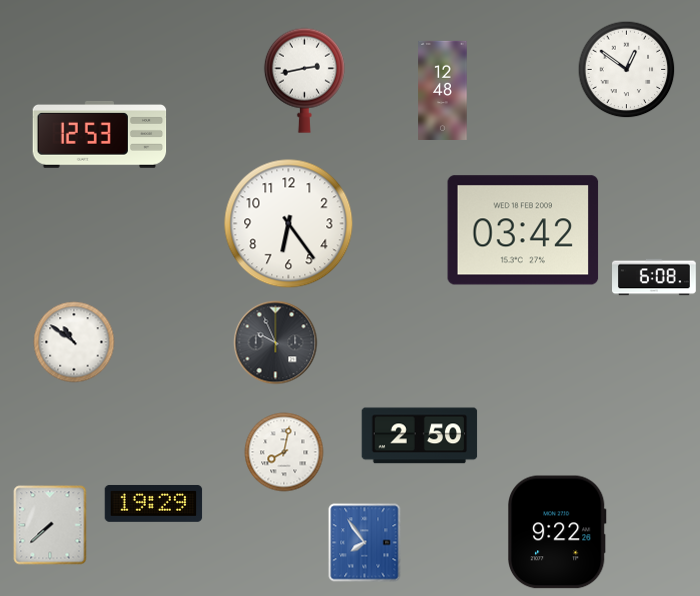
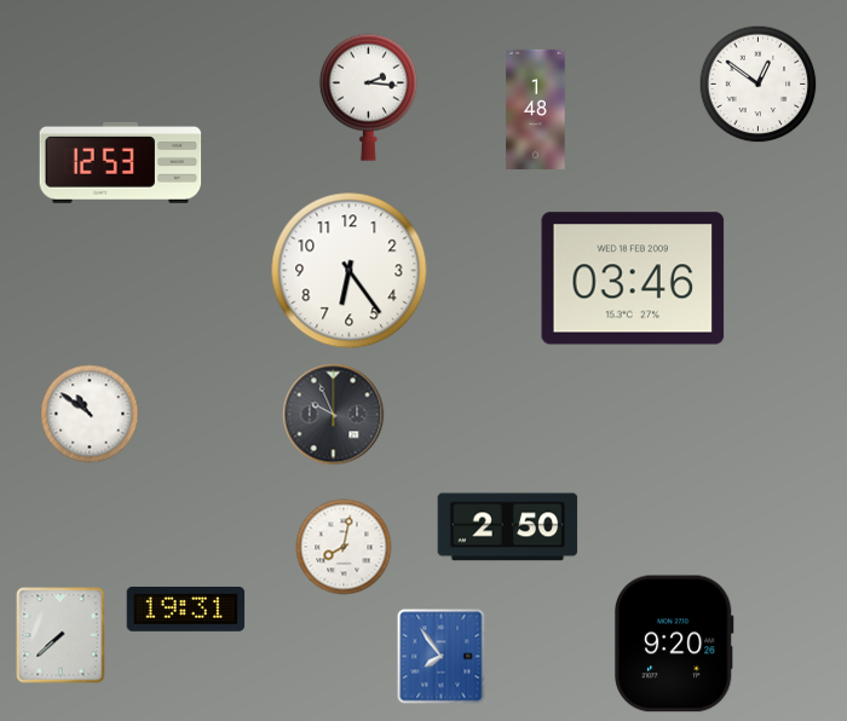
clock at (304, 80): 2:43 -> 2:16
clock at (443, 90): 12:48 -> 1:48
clock at (523, 230): 03:42 -> 03:46
clock at (655, 277): 6:08 -> none
clock at (154, 504): 19:29 -> 19:31
clock at (558, 532): 9:22 -> 9:20
